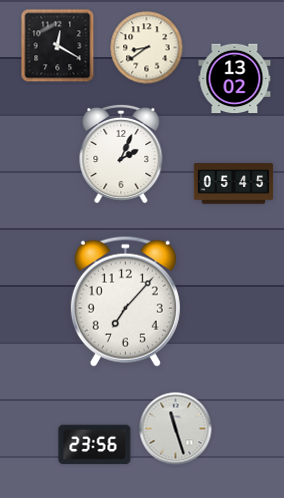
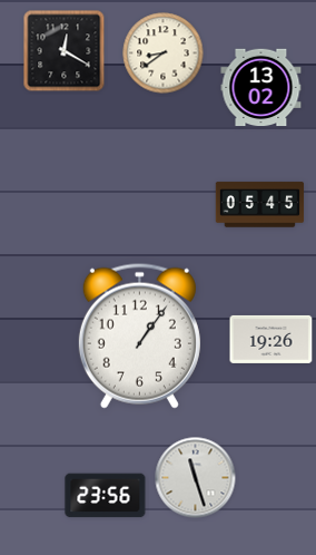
clock at (121, 154): 2:04 -> none
clock at (125, 301): 7:07 -> 1:06
clock at (271, 339): none -> 19:26
